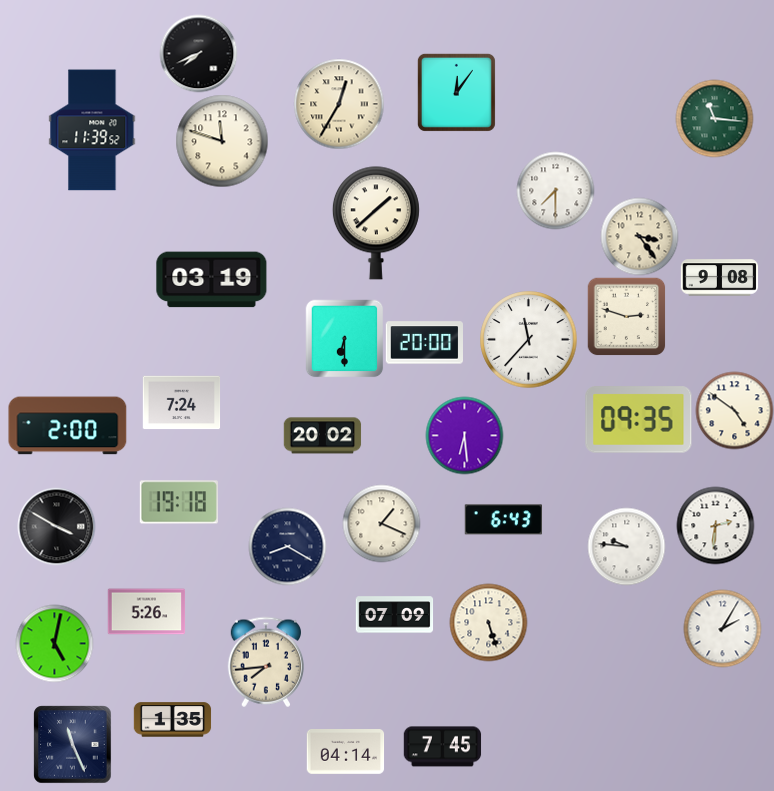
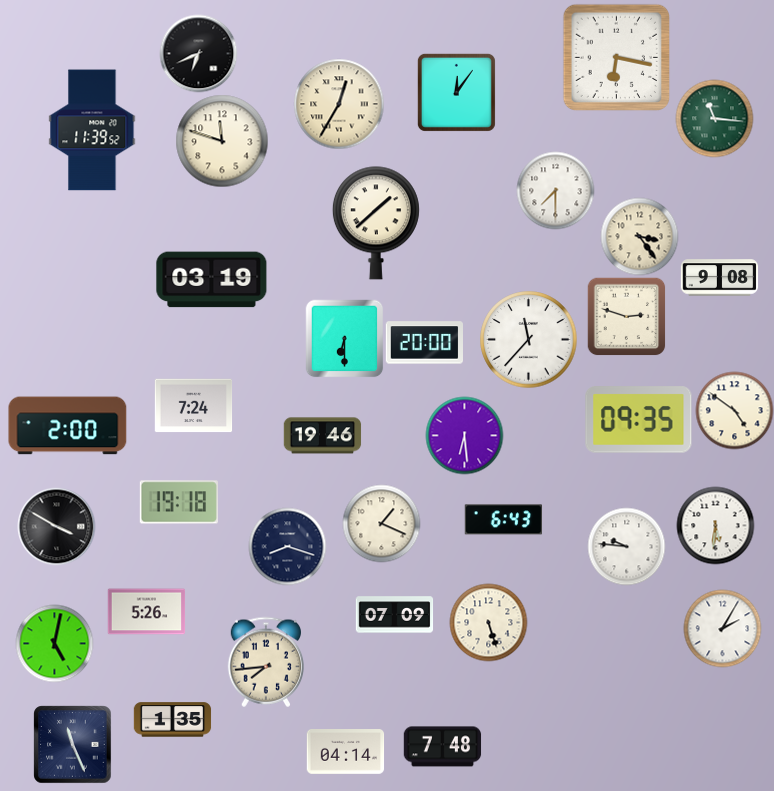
clock at (198, 53): 7:41 -> 6:41
clock at (616, 57): none -> 6:17
clock at (181, 403) position: (181, 403) -> (193, 406)
clock at (322, 436): 20:02 -> 19:46
clock at (715, 525): 2:31 -> 5:31
clock at (287, 546): 8:20 -> 8:18
clock at (442, 747): 7:45 -> 7:48
